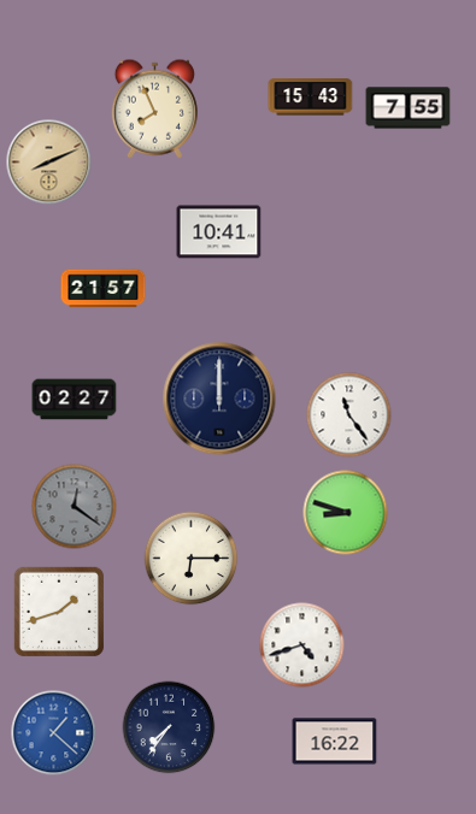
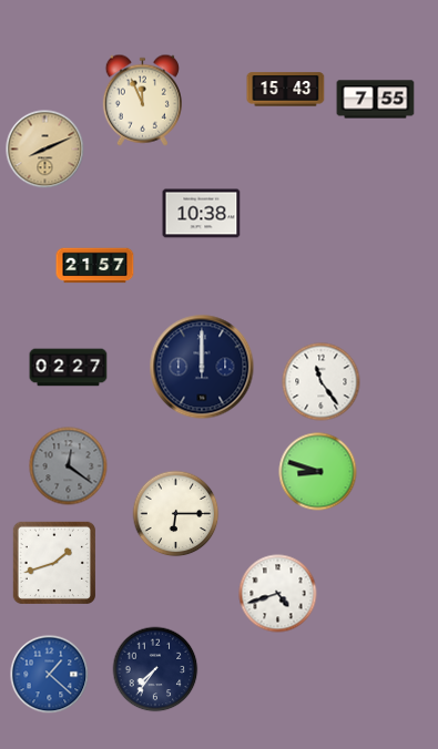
clock at (154, 108): 7:56 -> 11:56
clock at (219, 232): 10:41 -> 10:38
clock at (335, 742): 16:22 -> none
